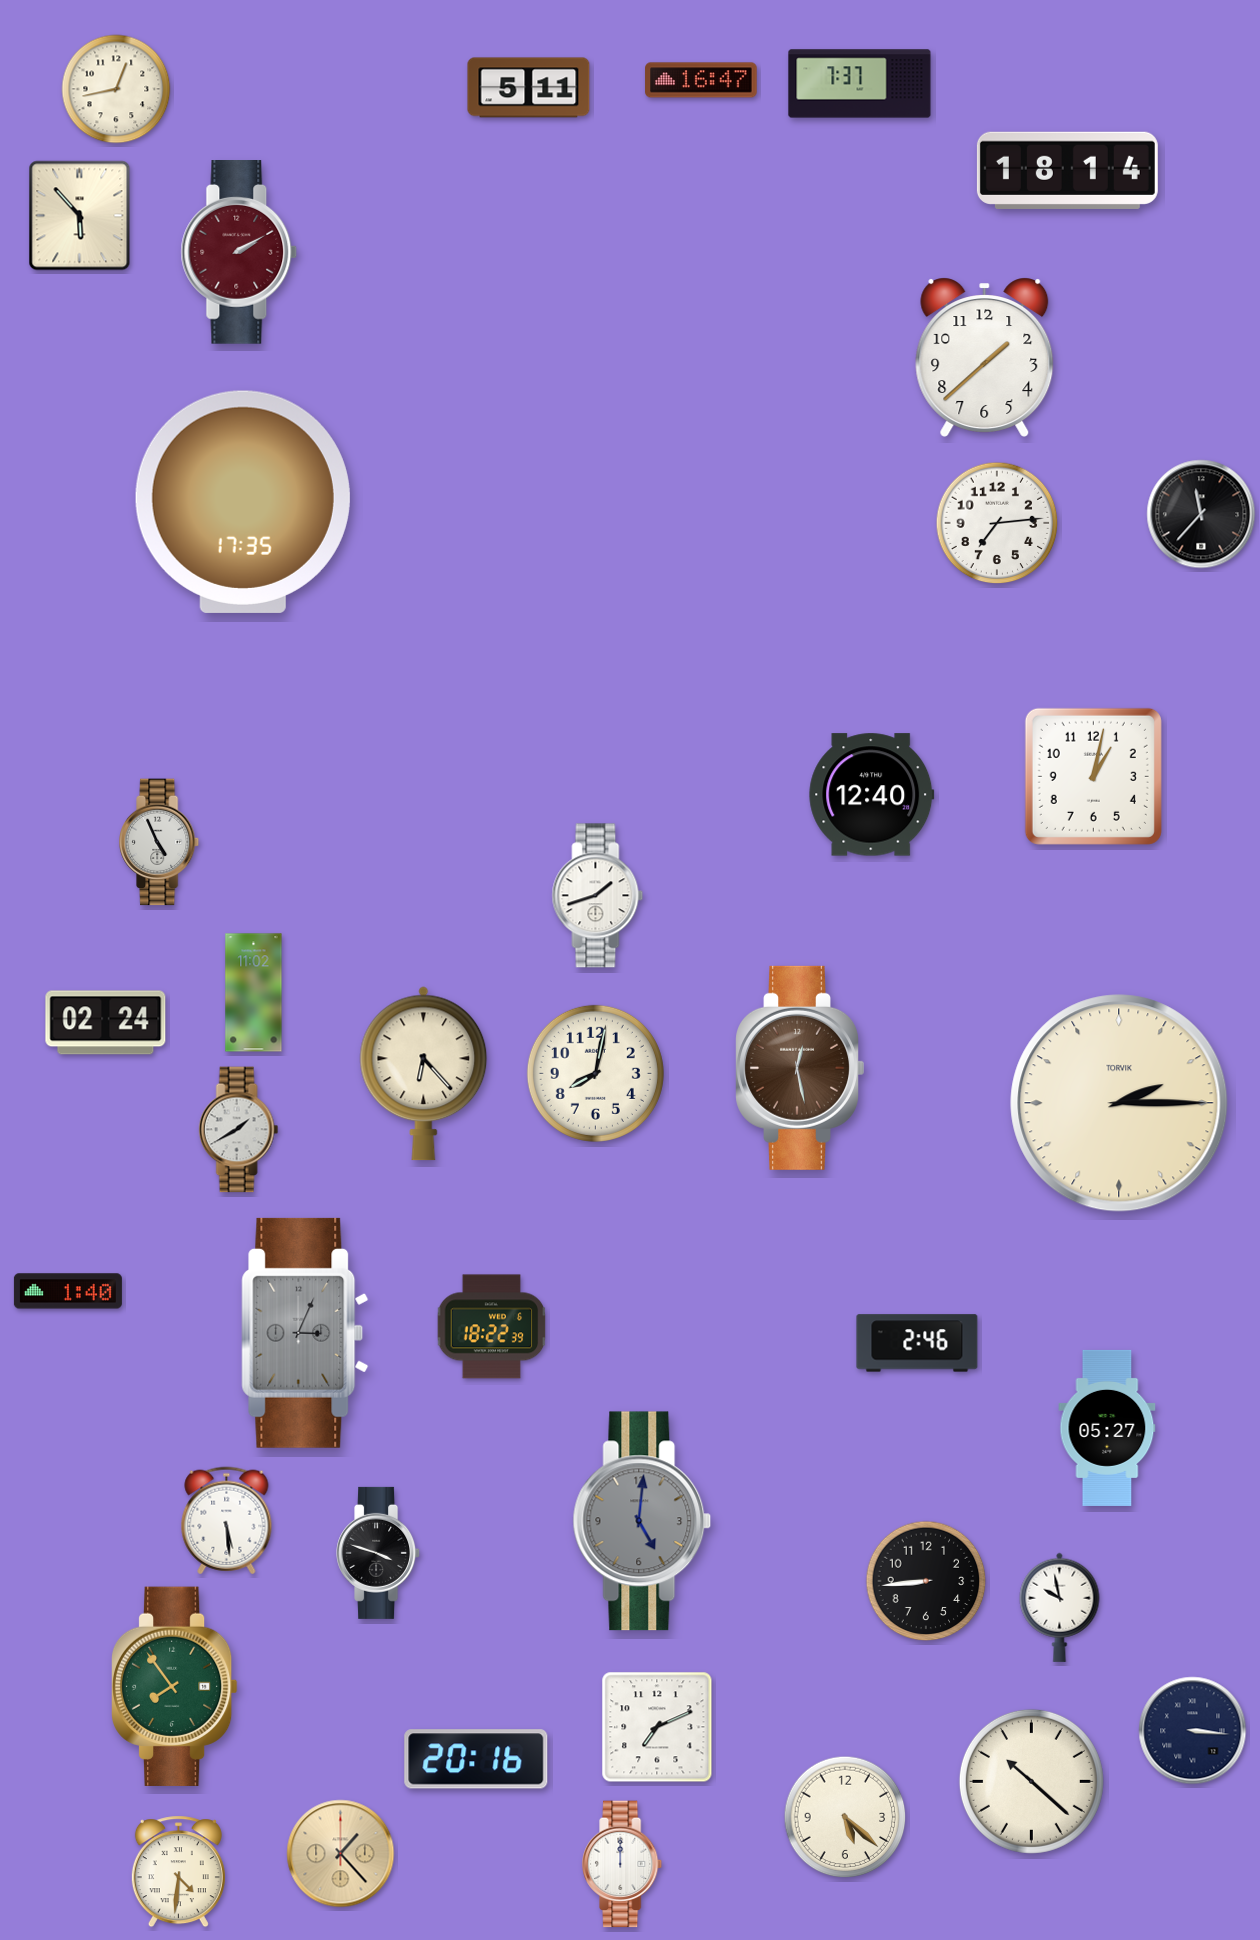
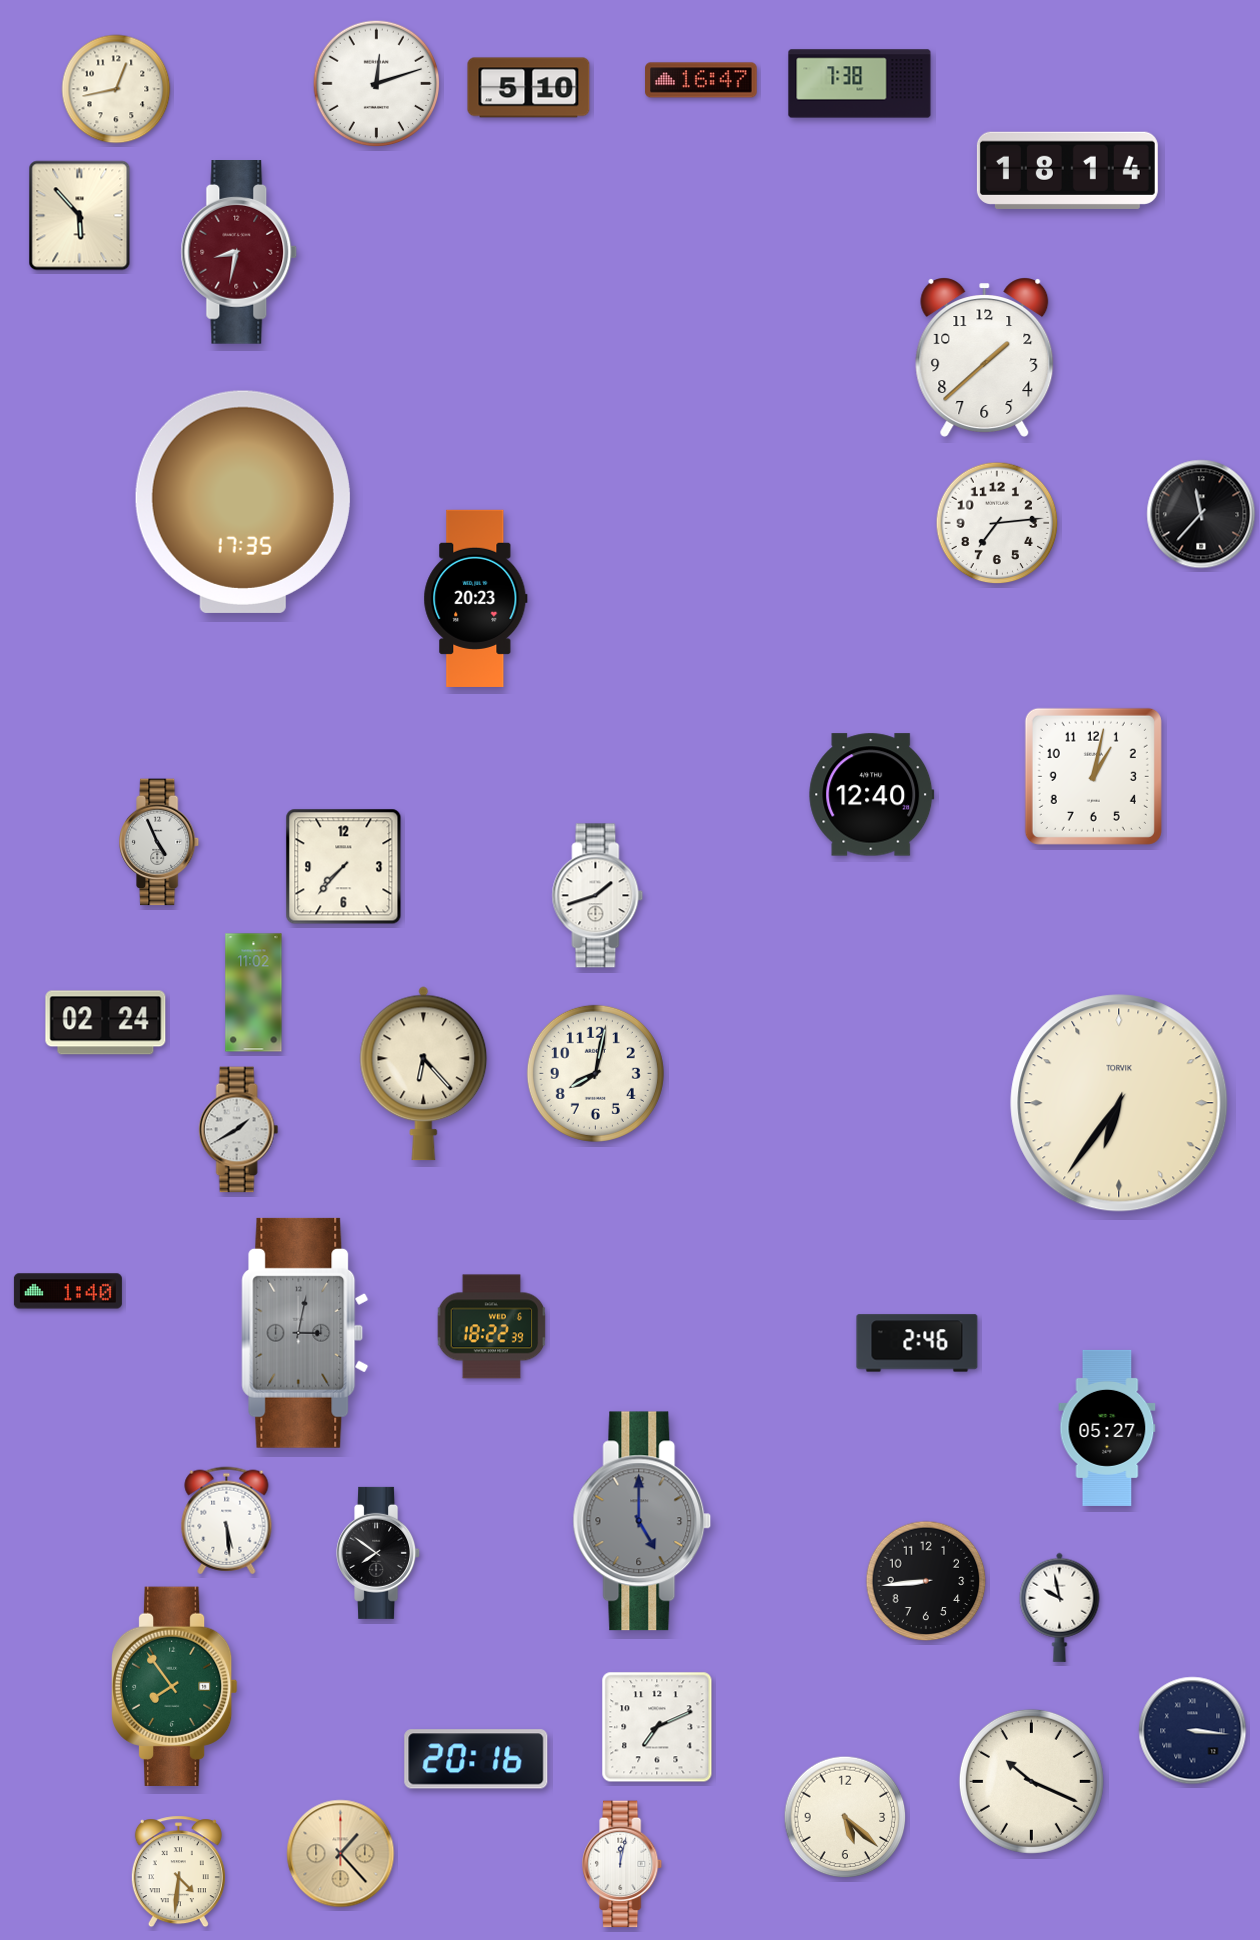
clock at (377, 84): none -> 12:12
clock at (860, 84): 7:37 -> 7:38
clock at (529, 88): 5:11 -> 5:10
clock at (239, 253): 2:10 -> 8:32
clock at (476, 598): none -> 20:23
clock at (344, 867): none -> 7:37
clock at (799, 1068): 12:28 -> none
clock at (1119, 1103): 2:15 -> 6:36
clock at (305, 1333): 3:04 -> 3:02
clock at (642, 1521): 5:01 -> 5:00
clock at (379, 1553): 3:48 -> 7:51
clock at (1031, 1781): 10:22 -> 10:19
clock at (623, 1864): 12:00 -> 12:02
